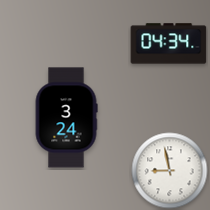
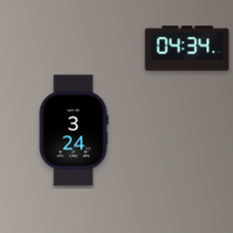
clock at (170, 171): 8:58 -> none
